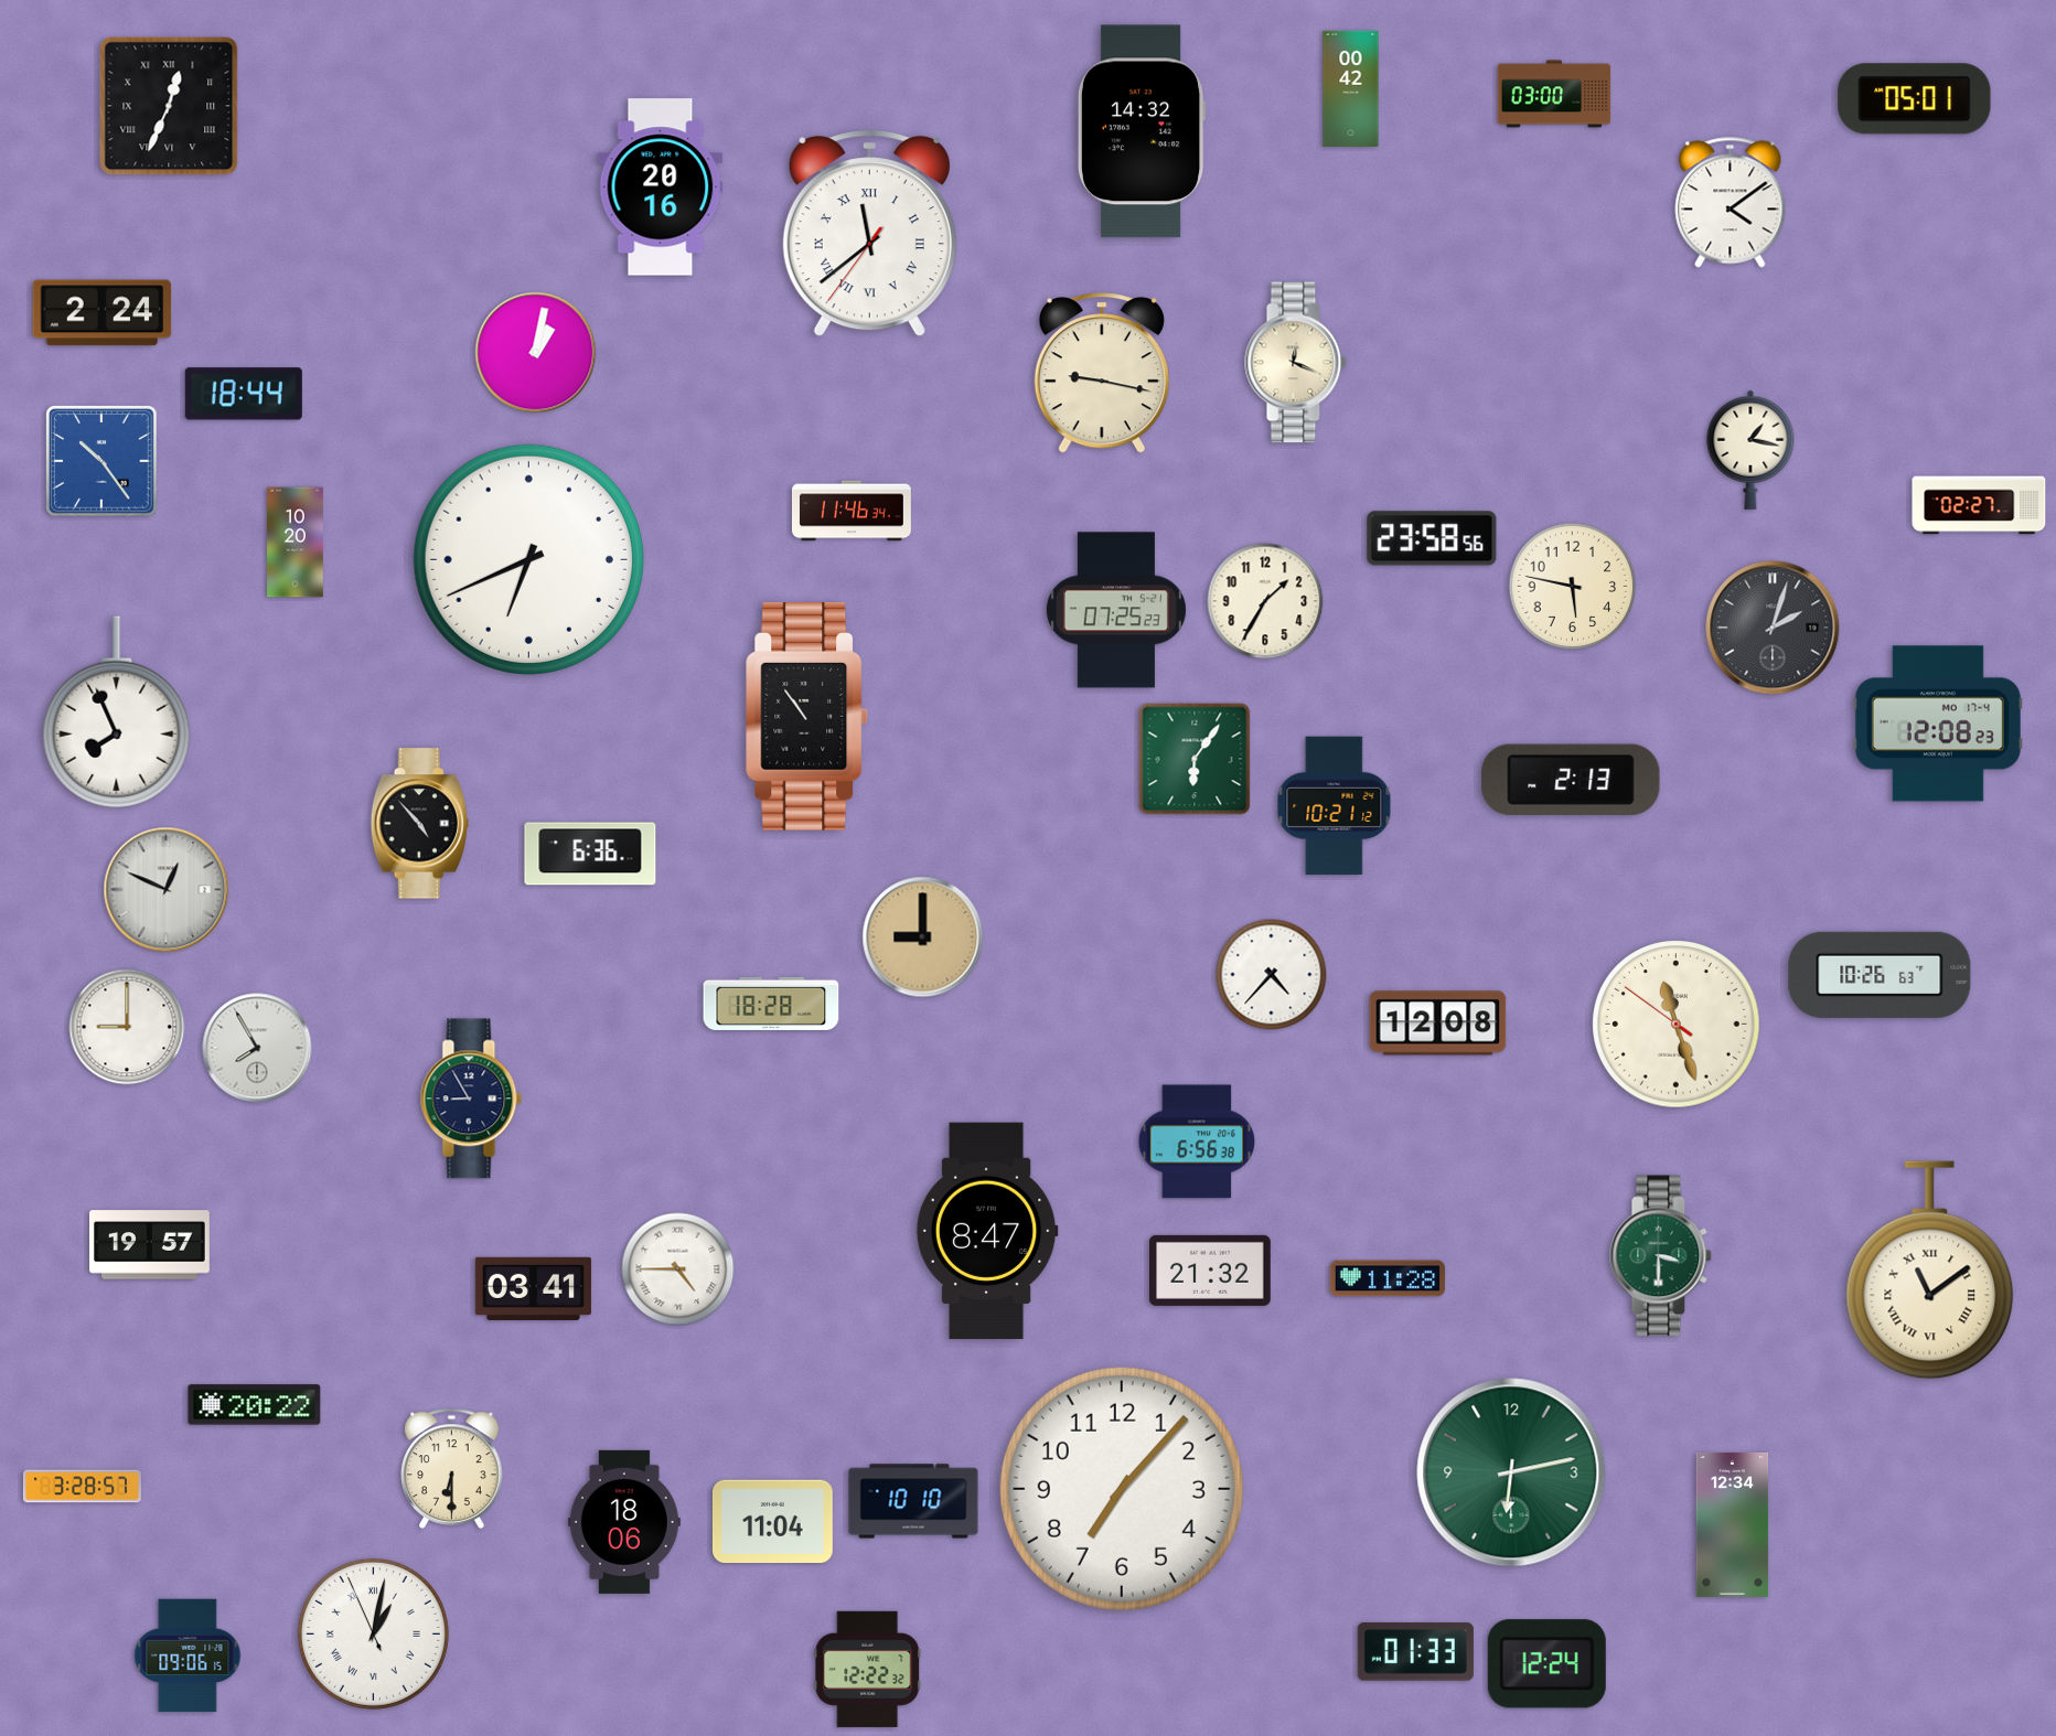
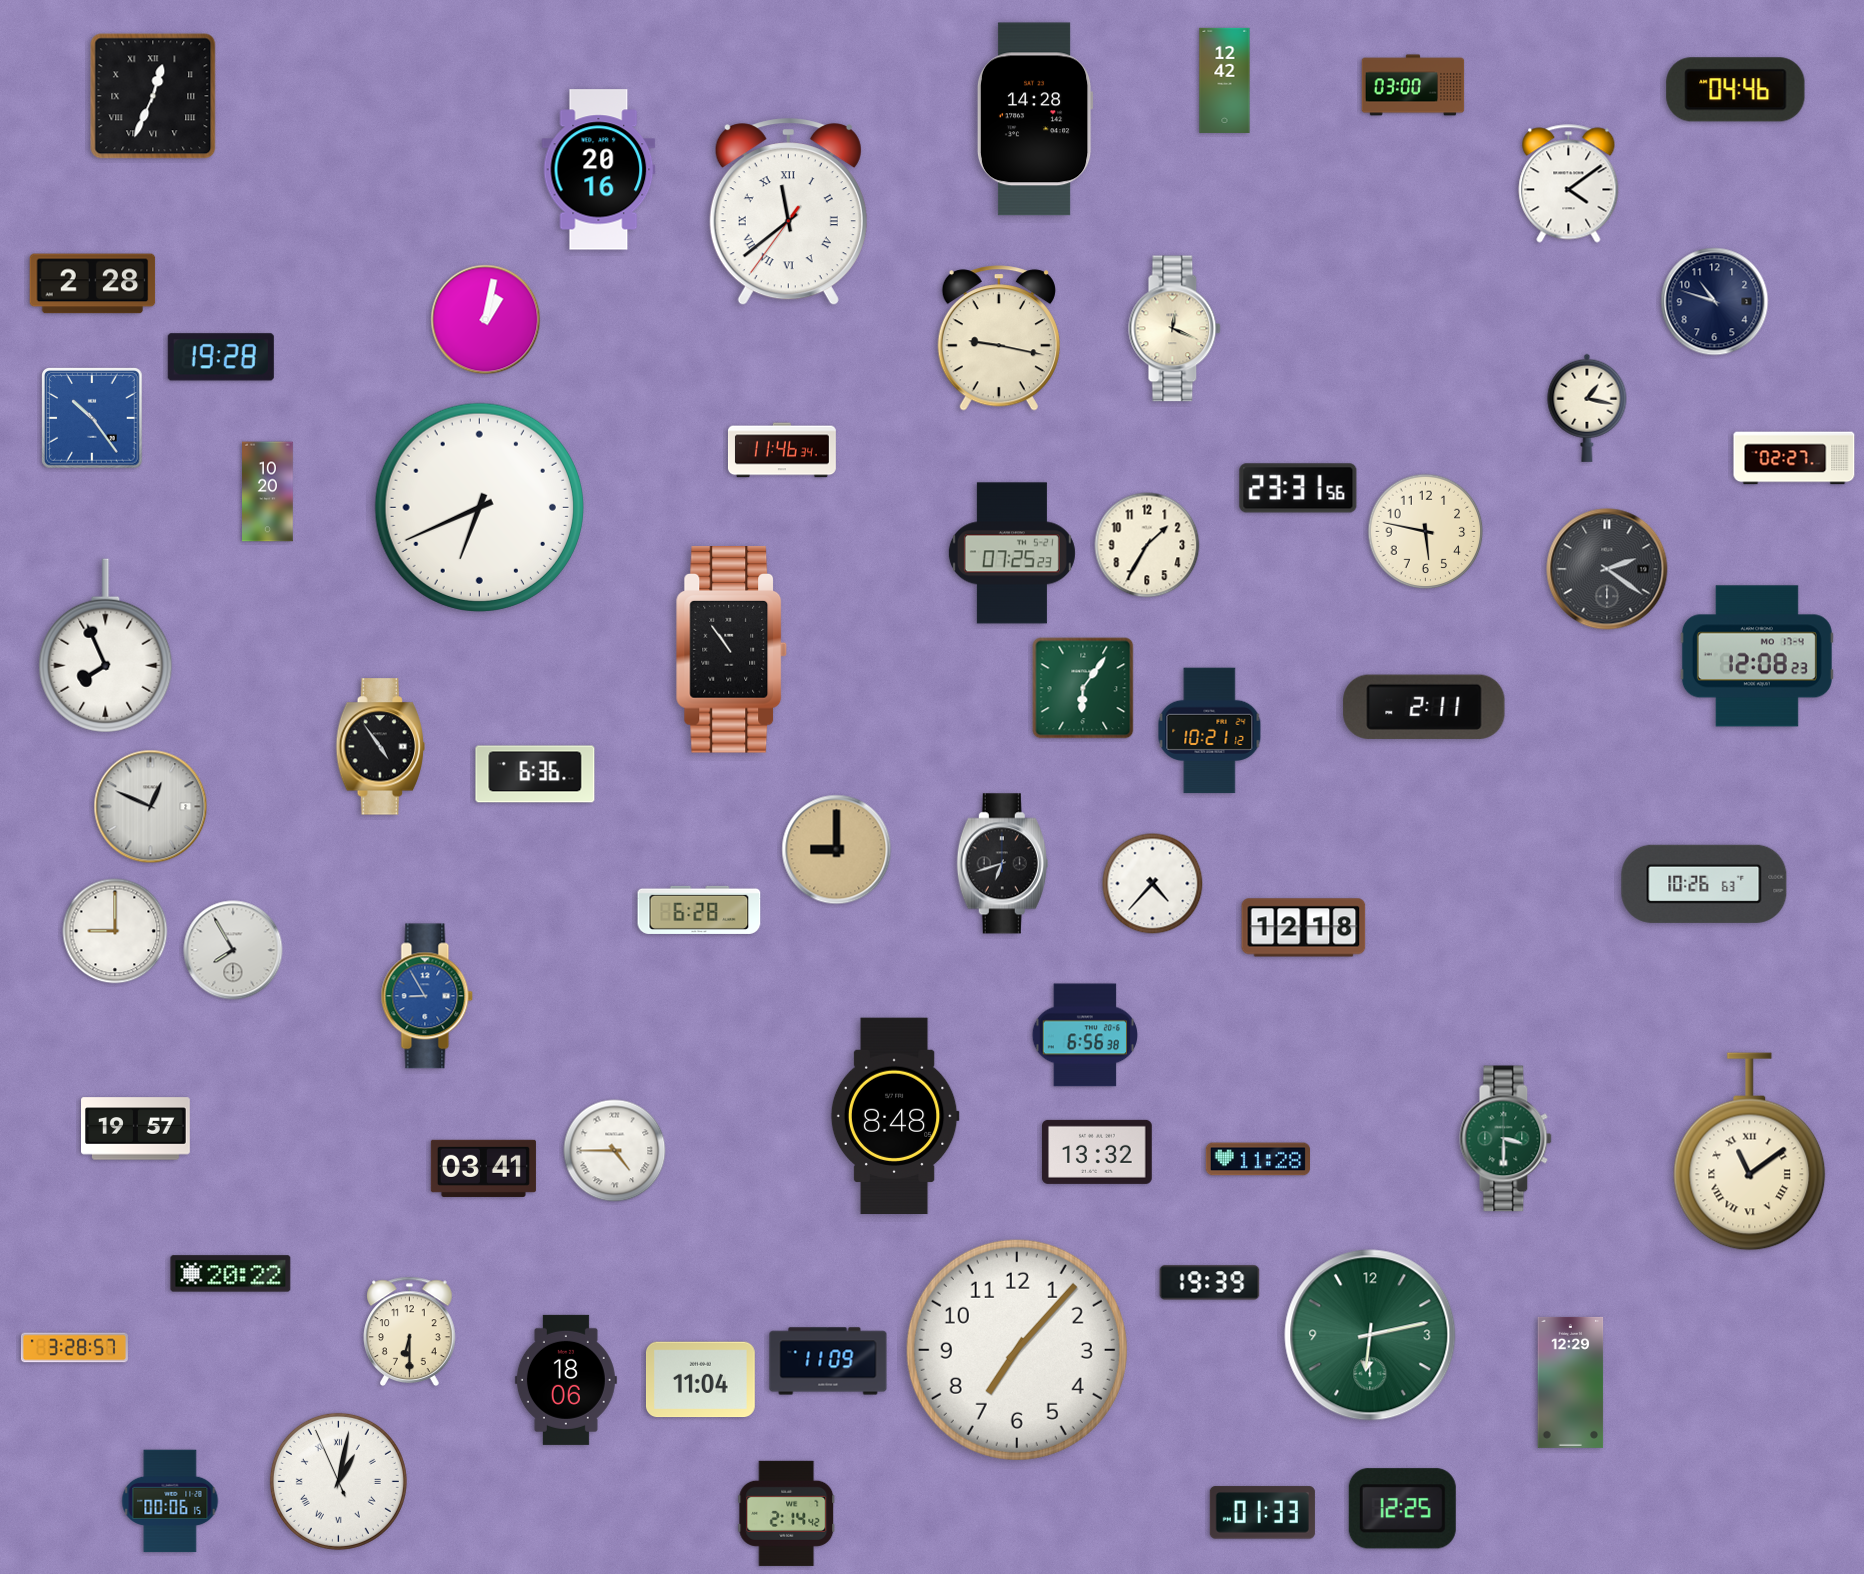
clock at (1351, 88): 00:42 -> 12:42
clock at (1554, 94) position: (1554, 94) -> (1413, 85)
clock at (1915, 99): 05:01 -> 04:46
clock at (1142, 131): 14:32 -> 14:28
clock at (103, 313): 2:24 -> 2:28
clock at (1715, 302): none -> 10:48
clock at (244, 394): 18:44 -> 19:28
clock at (852, 511) position: (852, 511) -> (782, 450)
clock at (1432, 538): 23:58 -> 23:31
clock at (1773, 628): 2:03 -> 2:21
clock at (1571, 780): 2:13 -> 2:11
clock at (419, 824): 4:53 -> 4:54
clock at (1002, 864): none -> 6:42
clock at (771, 1004): 18:28 -> 6:28
clock at (1438, 1024): 12:08 -> 12:18
clock at (1677, 1025): 11:26 -> none
clock at (471, 1099) dial: navy -> blue
clock at (987, 1231): 8:47 -> 8:48
clock at (1210, 1271): 21:32 -> 13:32
clock at (1210, 1283): none -> 19:39
clock at (913, 1501): 10:10 -> 11:09
clock at (1733, 1524): 12:34 -> 12:29
clock at (1415, 1652) position: (1415, 1652) -> (1262, 1513)
clock at (188, 1655): 09:06 -> 00:06
clock at (1546, 1664): 12:24 -> 12:25
clock at (868, 1669): 12:22 -> 2:14
